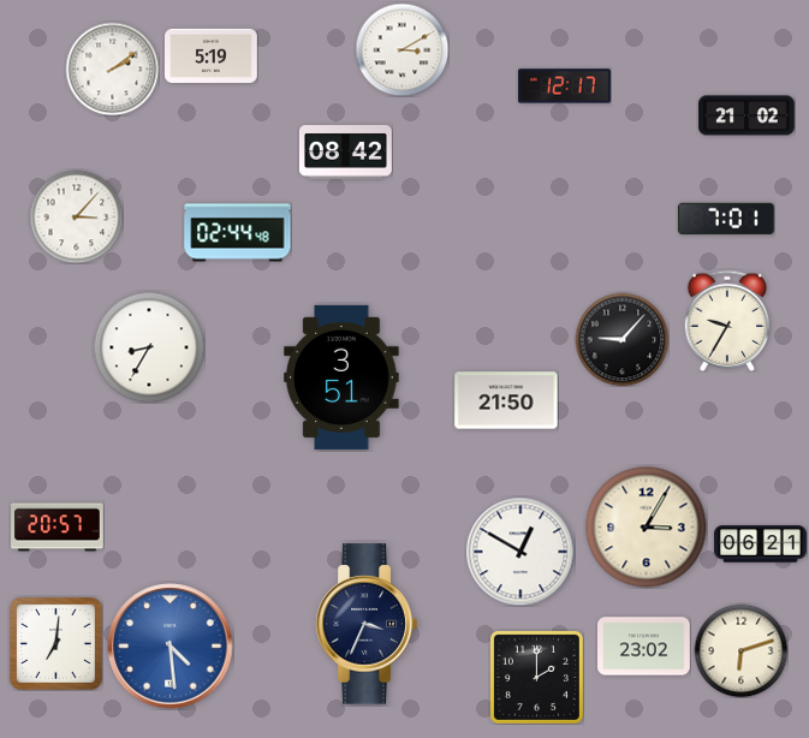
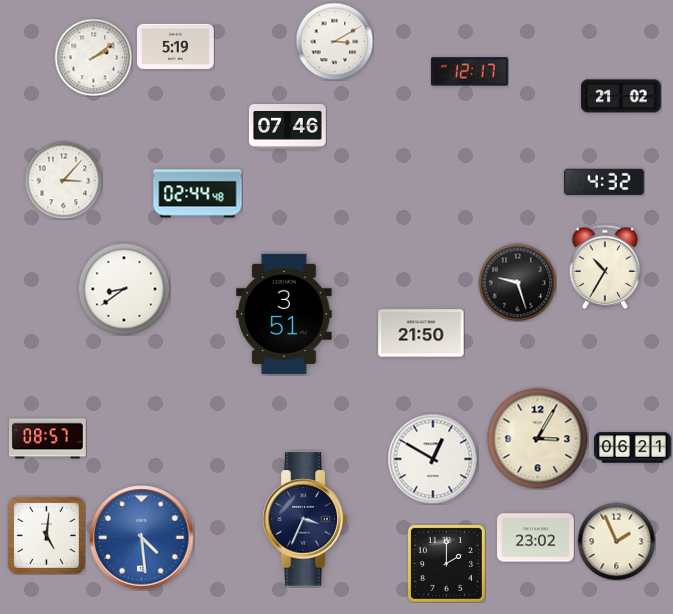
clock at (346, 153): 08:42 -> 07:46
clock at (726, 219): 7:01 -> 4:32
clock at (727, 320): 9:35 -> 10:35
clock at (621, 339): 9:07 -> 9:27
clock at (149, 347): 8:35 -> 8:39
clock at (58, 528): 20:57 -> 08:57
clock at (761, 544) position: (761, 544) -> (633, 448)
clock at (55, 643): 7:01 -> 5:01
clock at (740, 650): 6:12 -> 1:56
